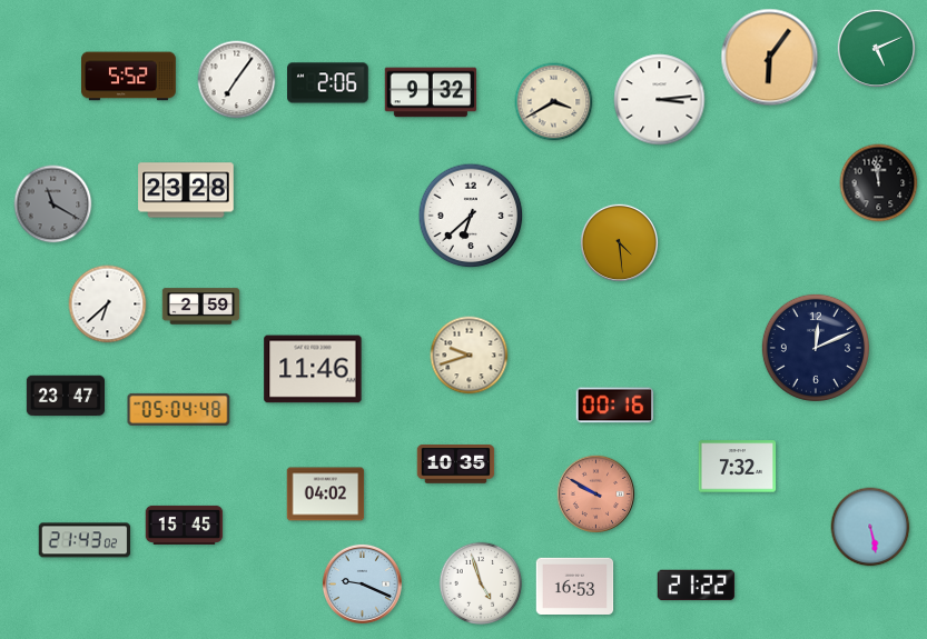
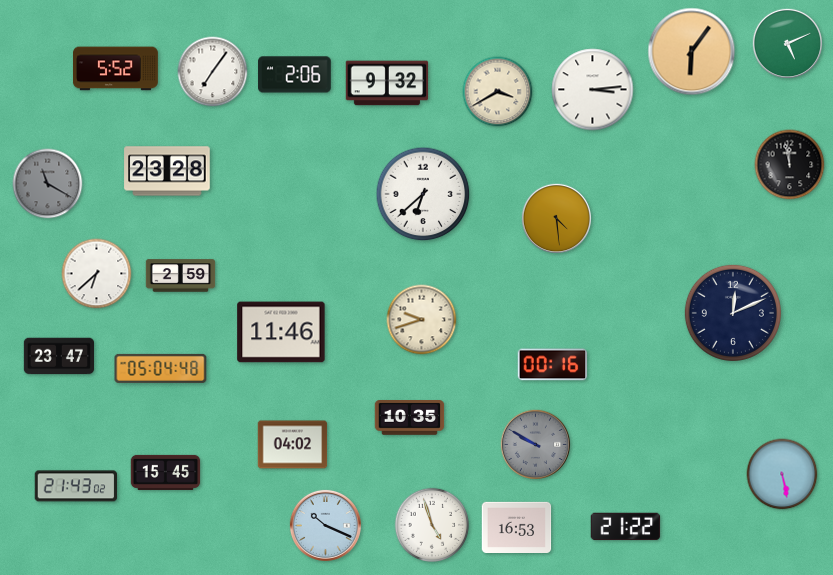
clock at (738, 467): 7:32 -> none
clock at (595, 493) dial: salmon -> grey
clock at (362, 583): 9:19 -> 10:19
